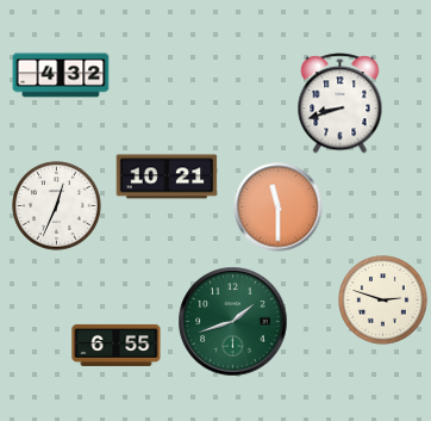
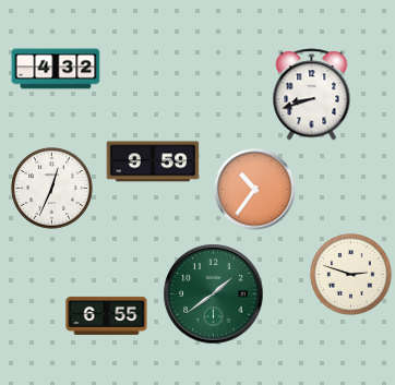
clock at (167, 177): 10:21 -> 9:59
clock at (279, 208): 11:30 -> 10:36
clock at (233, 322): 1:42 -> 1:39
